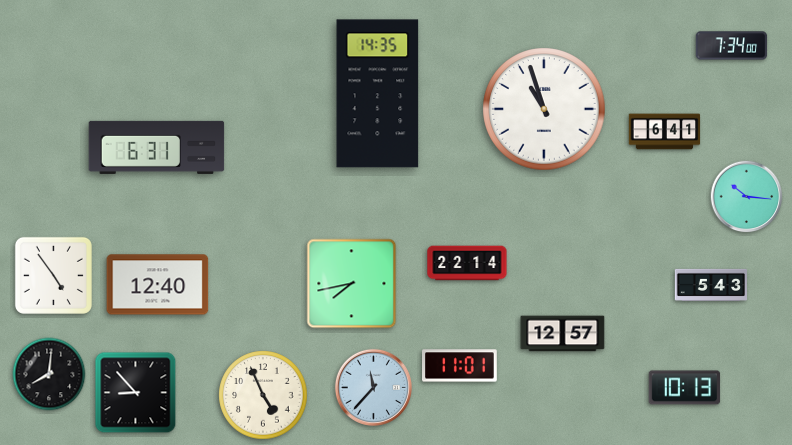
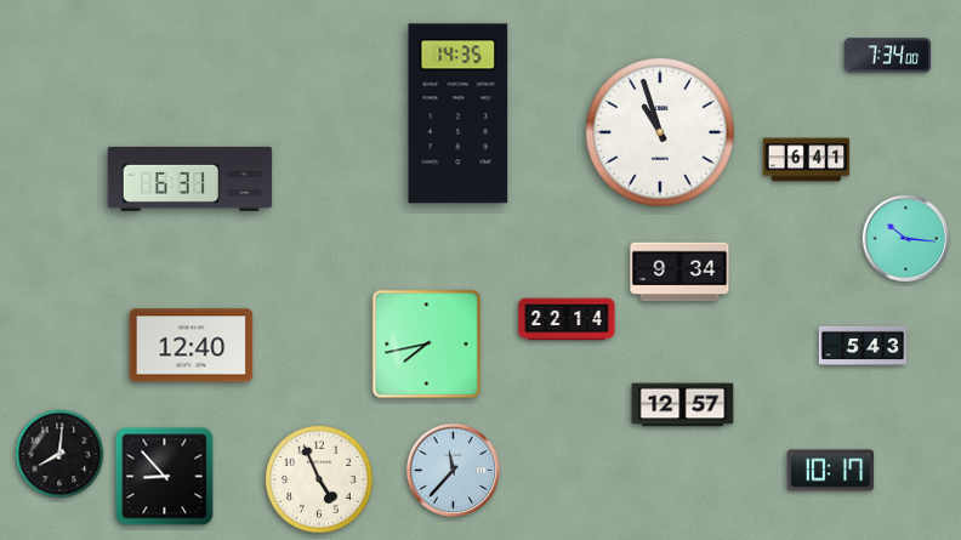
clock at (679, 272): none -> 9:34
clock at (53, 275): 4:54 -> none
clock at (460, 366): 11:01 -> none
clock at (685, 388): 10:13 -> 10:17
